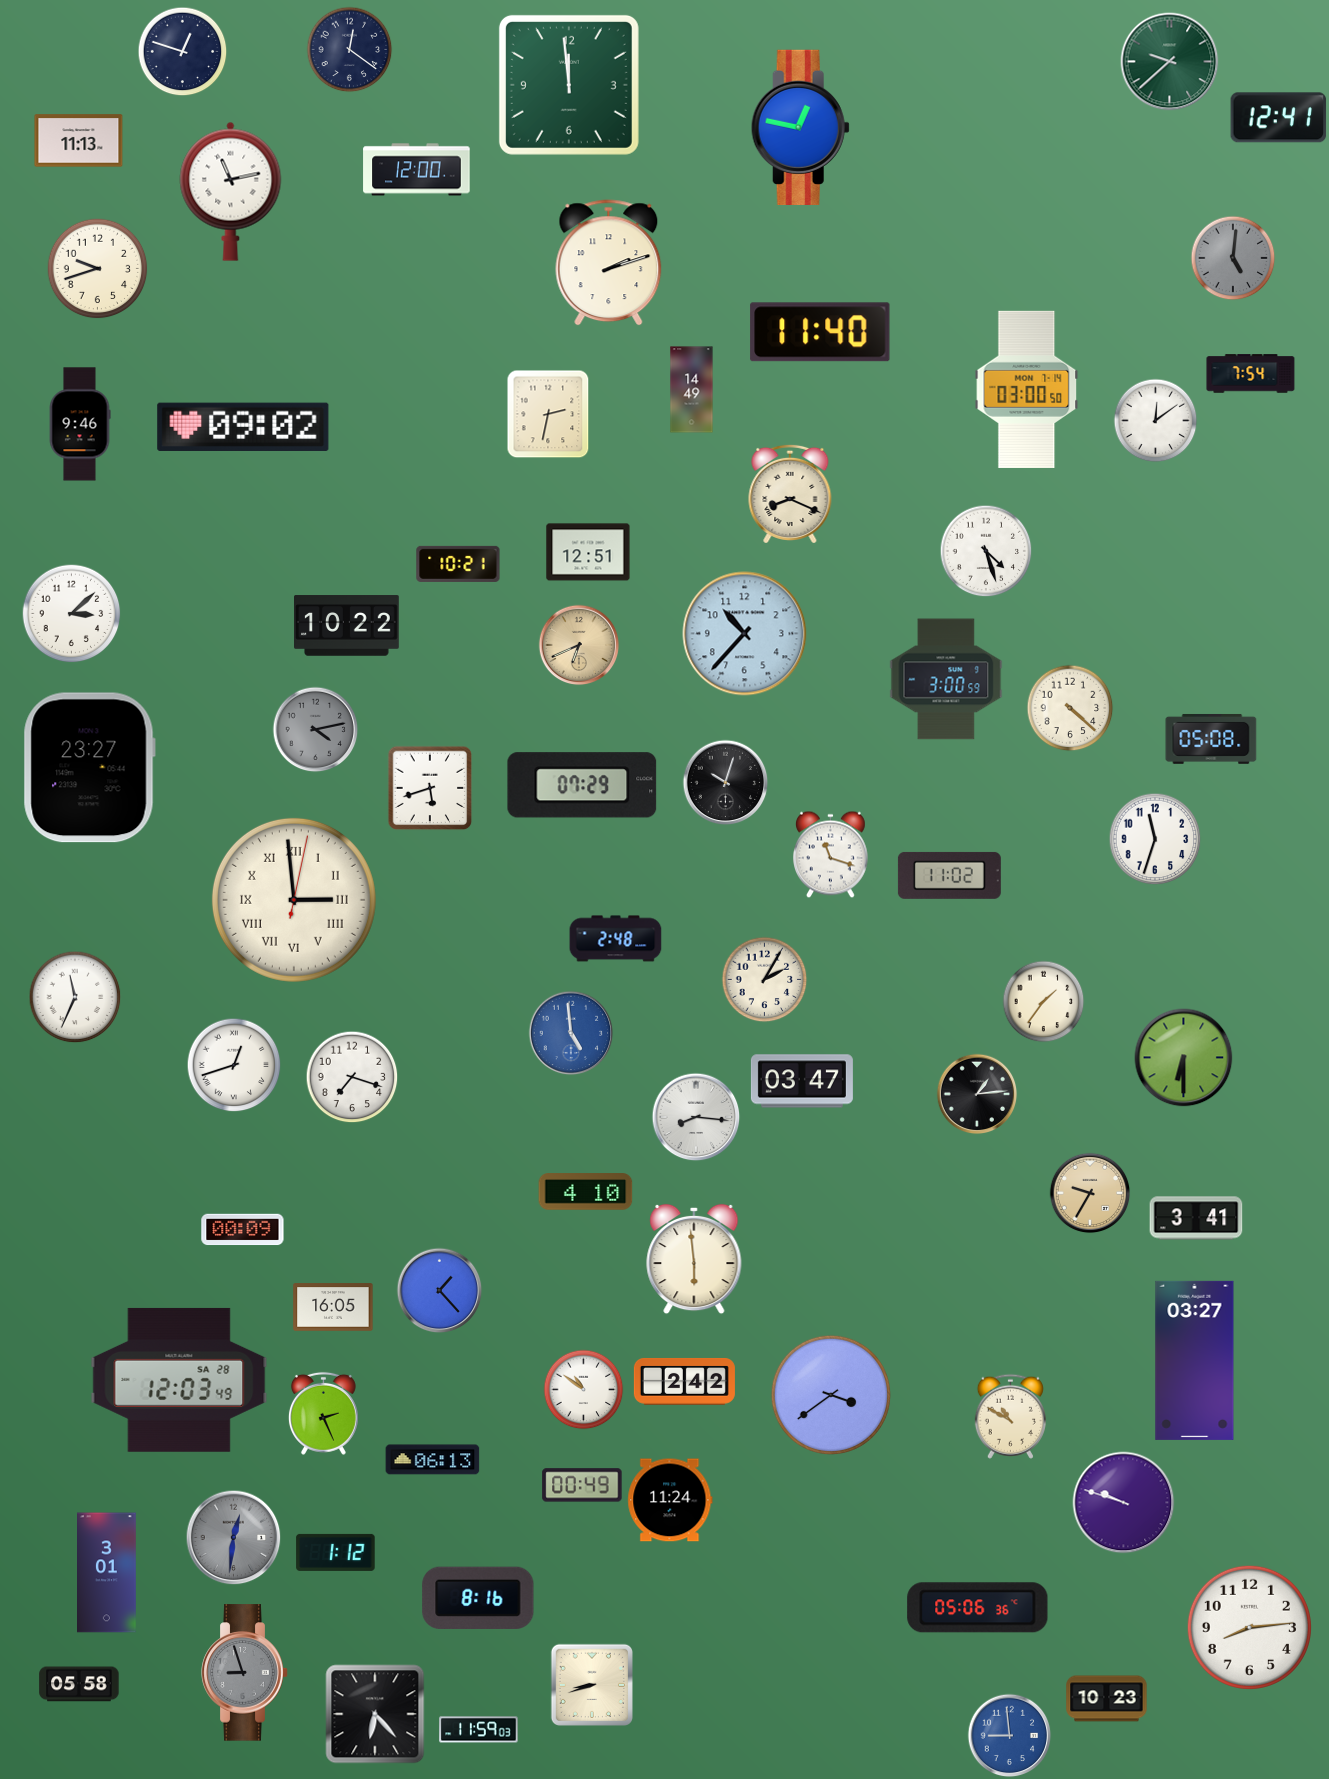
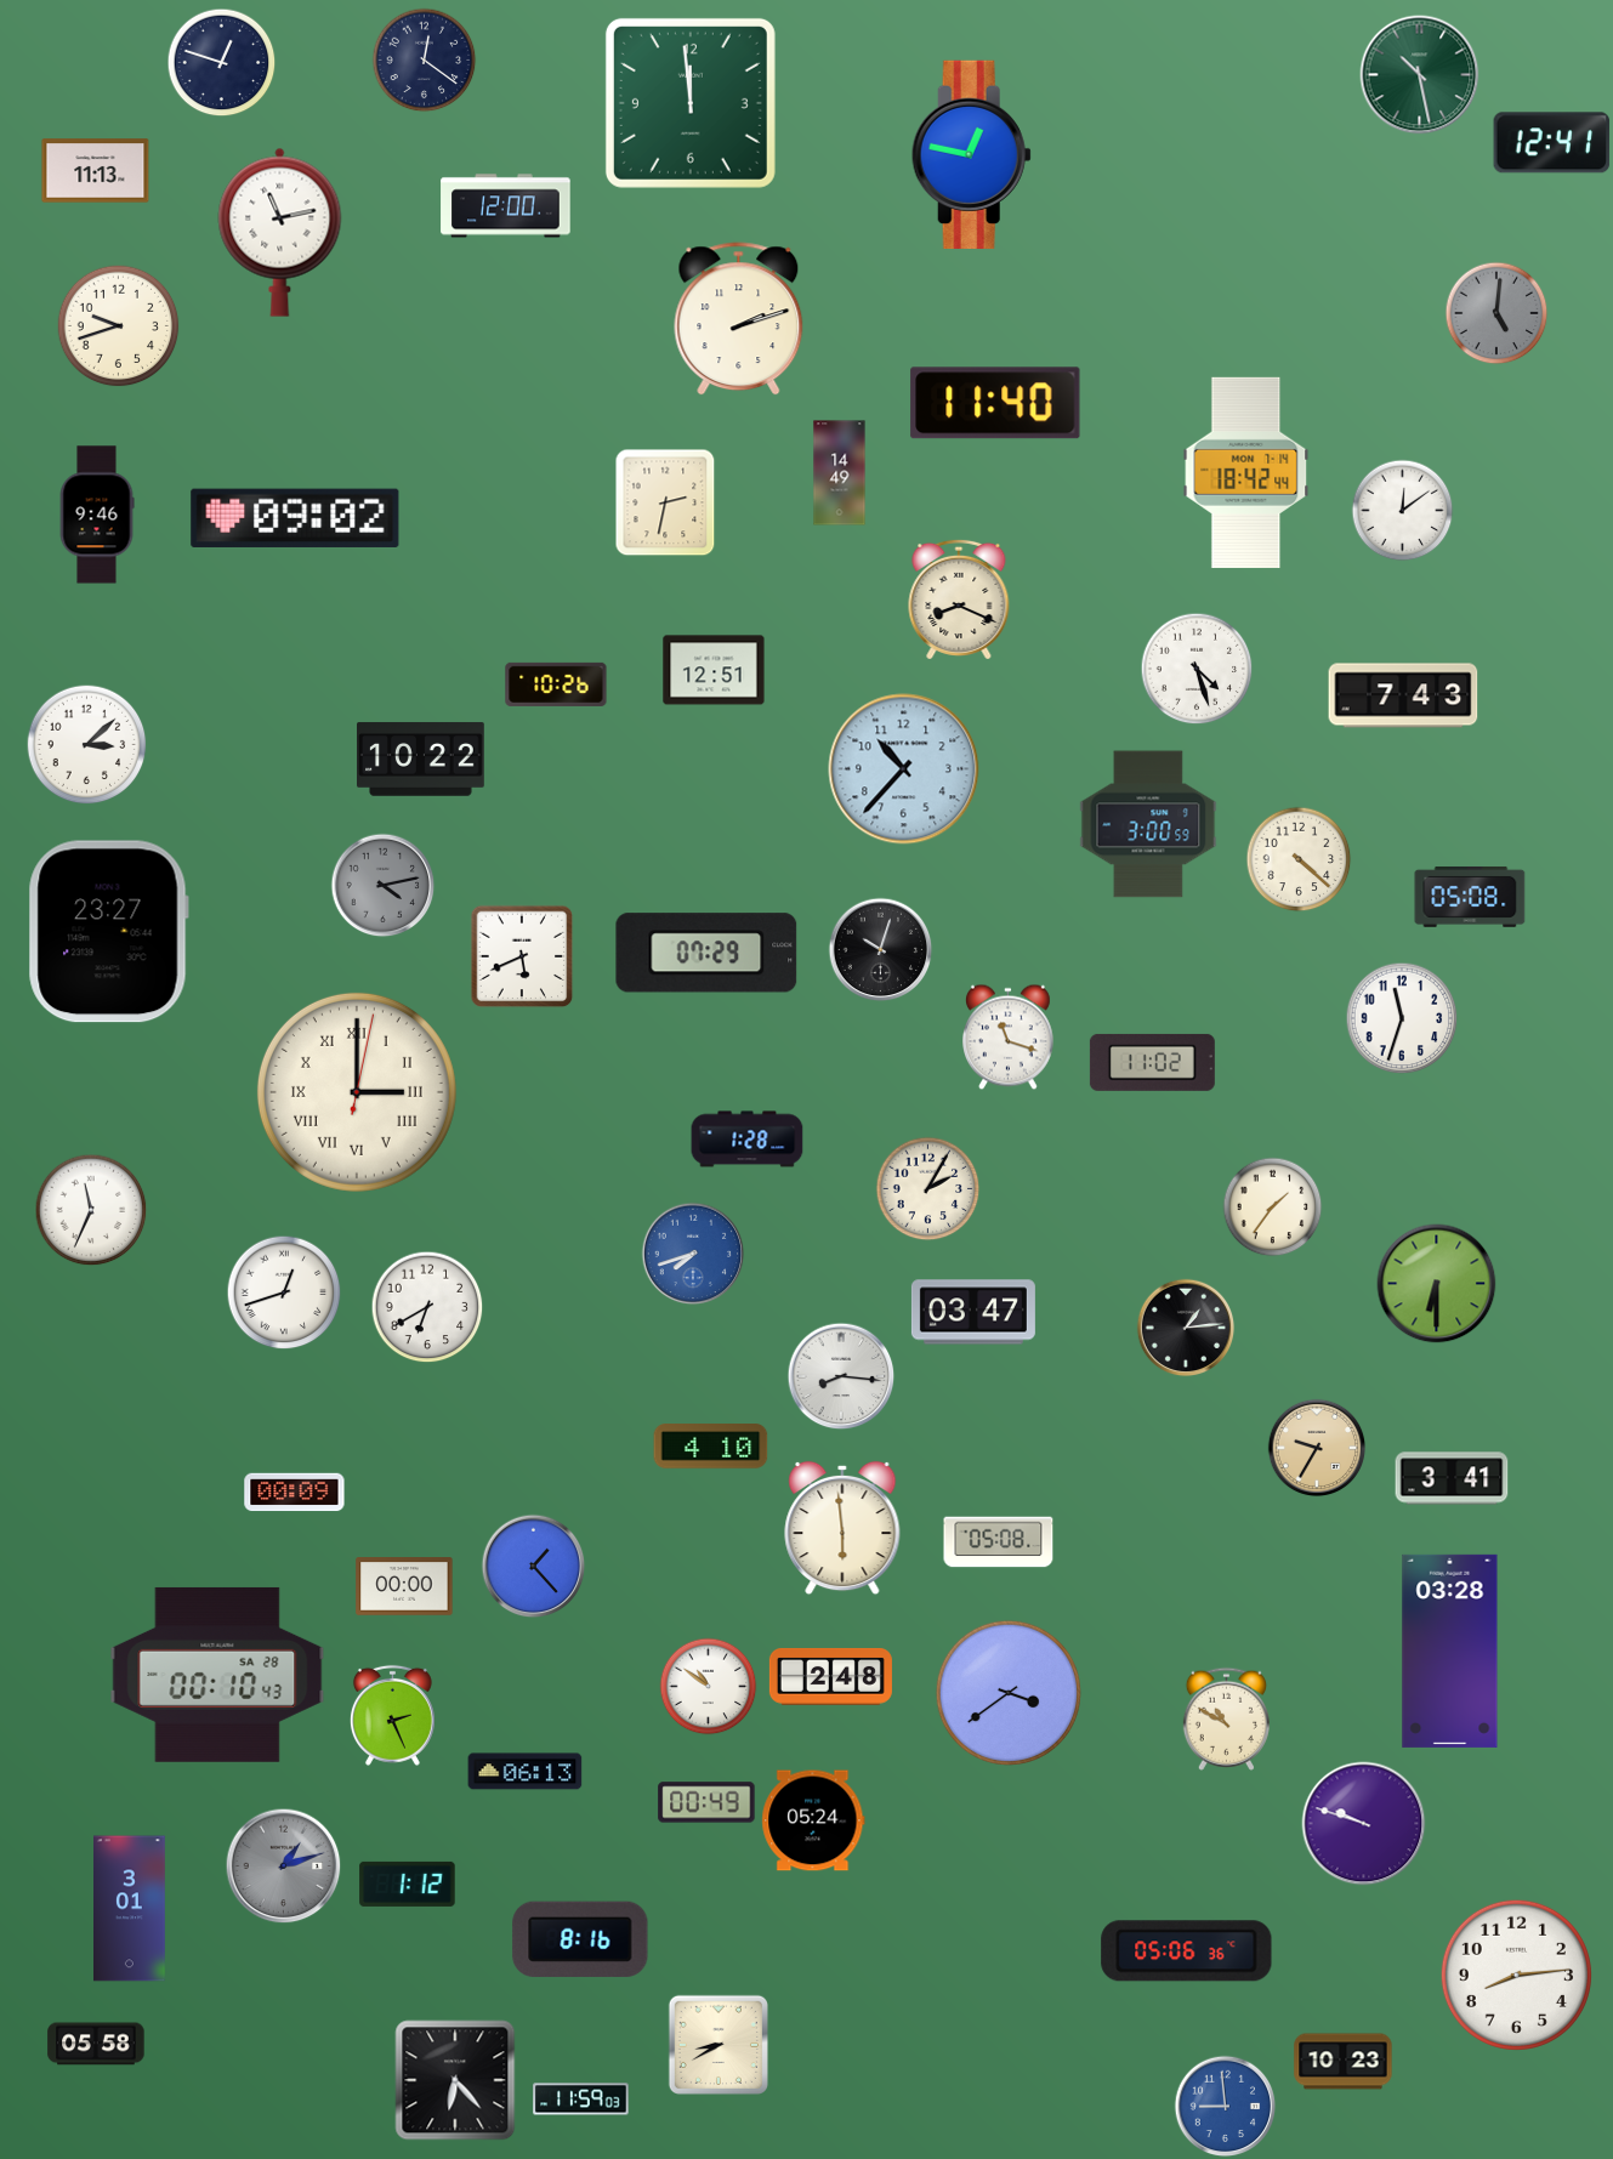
clock at (1170, 62): 9:38 -> 10:28
clock at (1251, 374): 7:54 -> none
clock at (1027, 389): 03:00 -> 18:42
clock at (458, 564): 10:21 -> 10:26
clock at (1403, 695): none -> 7:43
clock at (579, 645): 6:41 -> none
clock at (430, 788): 5:42 -> 5:41
clock at (294, 900): 2:59 -> 3:00
clock at (616, 939): 2:48 -> 1:28
clock at (1044, 1002) position: (1044, 1002) -> (1273, 1208)
clock at (571, 1033): 4:59 -> 7:42
clock at (352, 1077): 7:18 -> 6:40
clock at (696, 1117) position: (696, 1117) -> (841, 1376)
clock at (1090, 1193) position: (1090, 1193) -> (1317, 1448)
clock at (999, 1542): none -> 05:08
clock at (333, 1307): 16:05 -> 00:00
clock at (1195, 1360): 03:27 -> 03:28
clock at (179, 1380): 12:03 -> 00:10
clock at (684, 1382): 2:42 -> 2:48
clock at (670, 1500): 11:24 -> 05:24
clock at (234, 1538): 12:31 -> 1:12
clock at (245, 1673): 8:57 -> none
clock at (592, 1685): 8:42 -> 8:40
